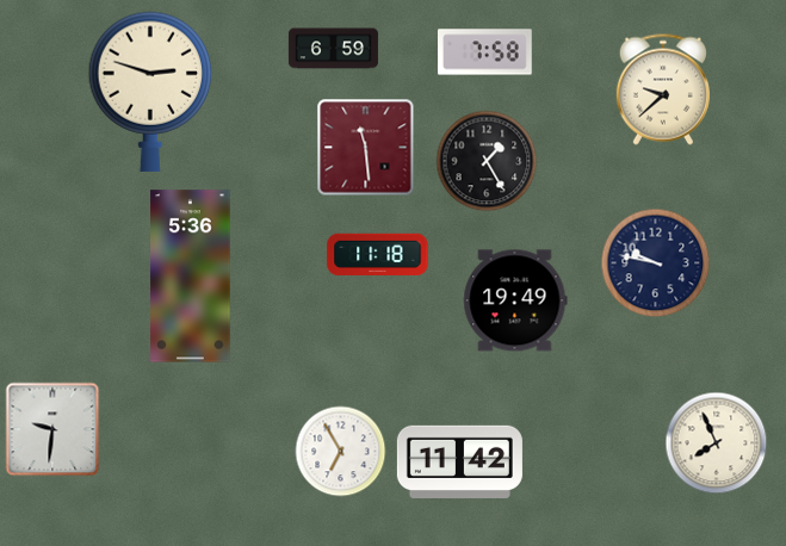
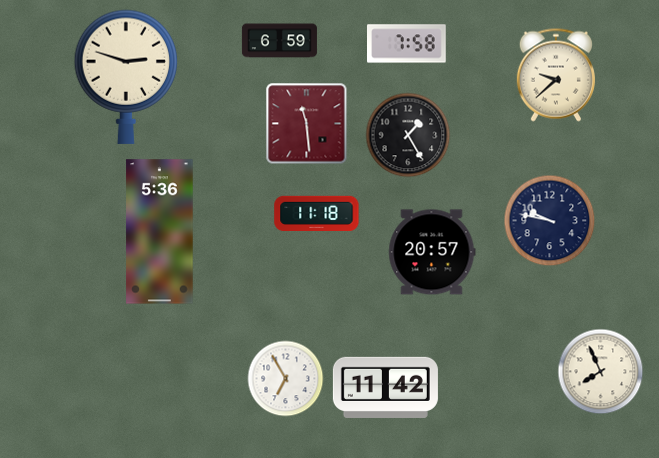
clock at (515, 300): 19:49 -> 20:57
clock at (52, 429): 9:31 -> none
